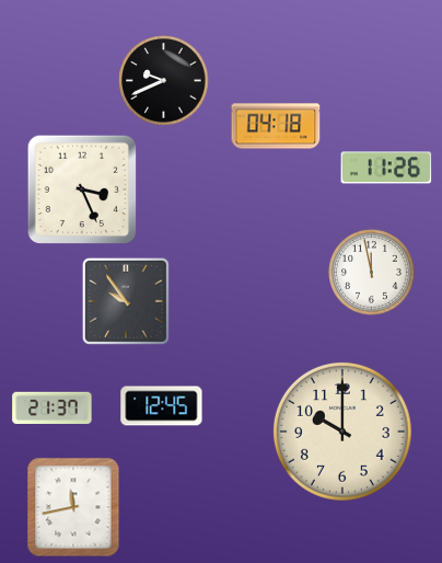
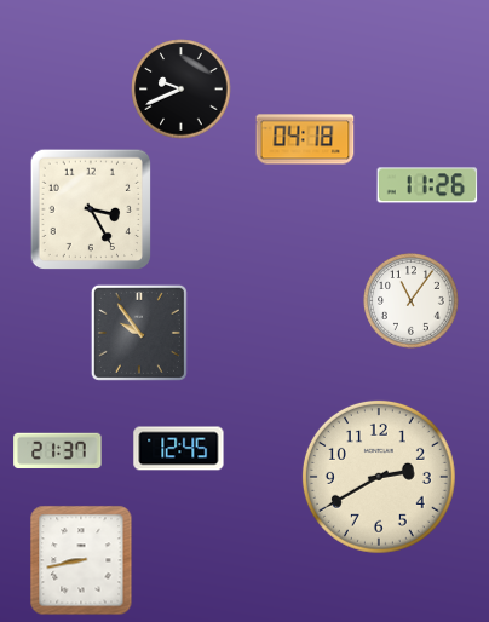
clock at (82, 189): 3:26 -> 3:25
clock at (372, 273): 11:58 -> 11:06
clock at (342, 432): 10:00 -> 2:40
clock at (73, 507): 11:43 -> 8:43
